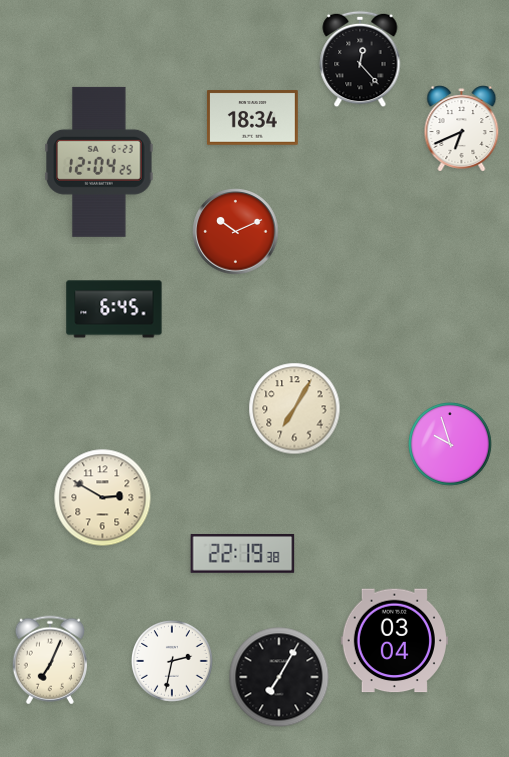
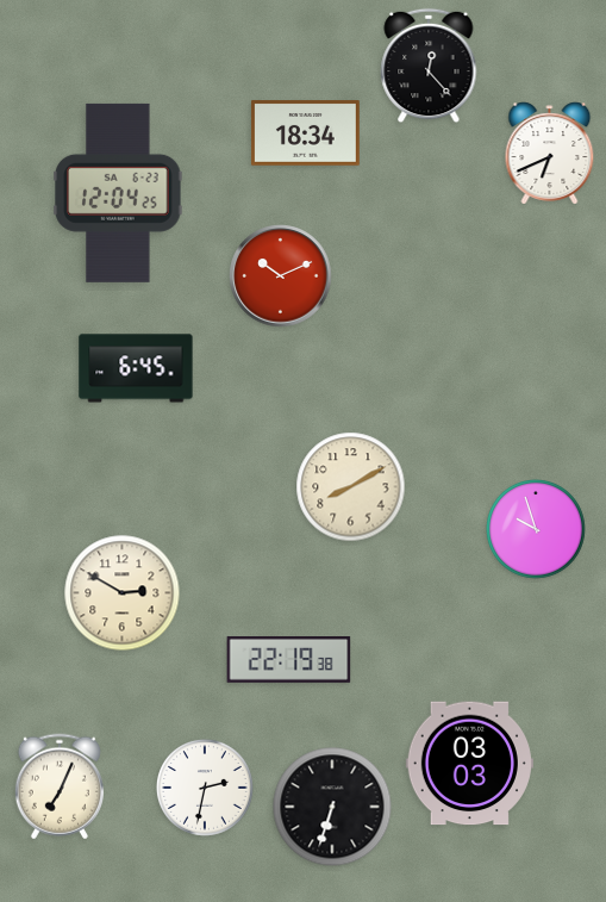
clock at (360, 59) position: (360, 59) -> (429, 66)
clock at (252, 118) position: (252, 118) -> (305, 133)
clock at (295, 409): 7:05 -> 8:10
clock at (394, 641): 03:04 -> 03:03
clock at (279, 677): 7:05 -> 6:33
